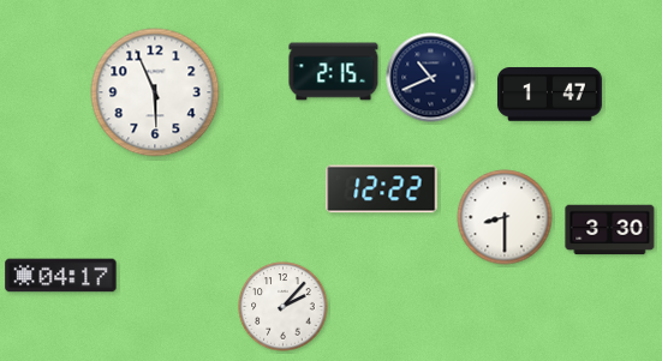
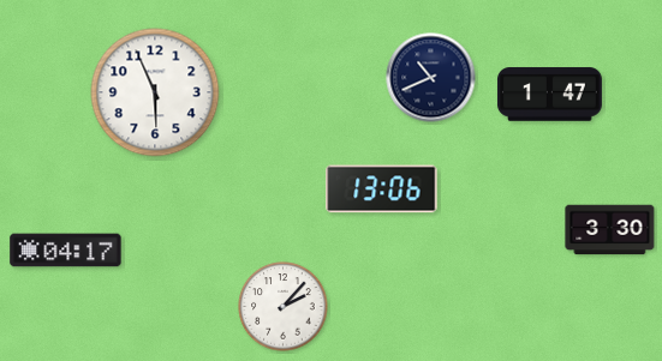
clock at (334, 72): 2:15 -> none
clock at (382, 189): 12:22 -> 13:06
clock at (505, 217): 8:30 -> none
clock at (61, 276) position: (61, 276) -> (66, 251)
